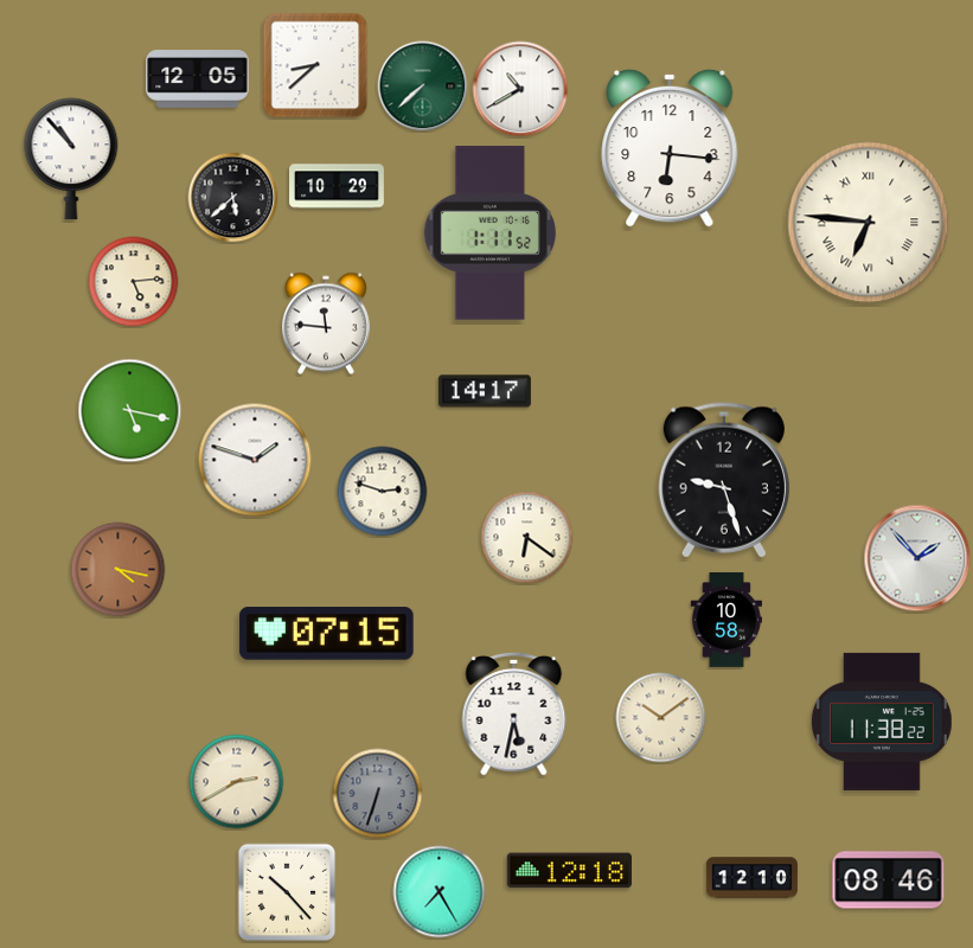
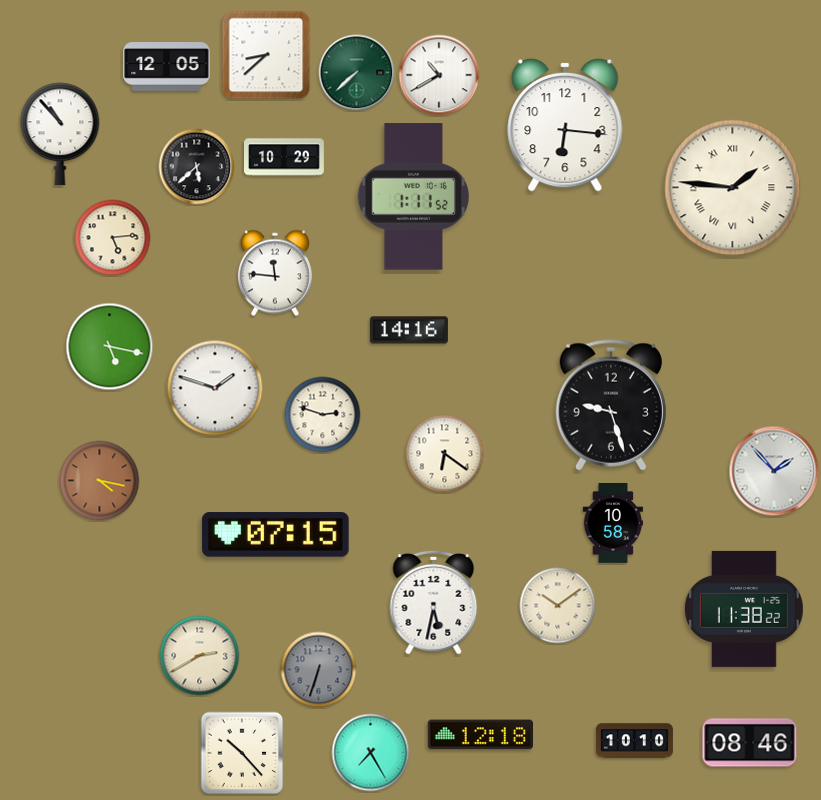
clock at (869, 223): 6:46 -> 1:46
clock at (485, 391): 14:17 -> 14:16
clock at (237, 782) position: (237, 782) -> (200, 656)
clock at (751, 878): 12:10 -> 10:10
